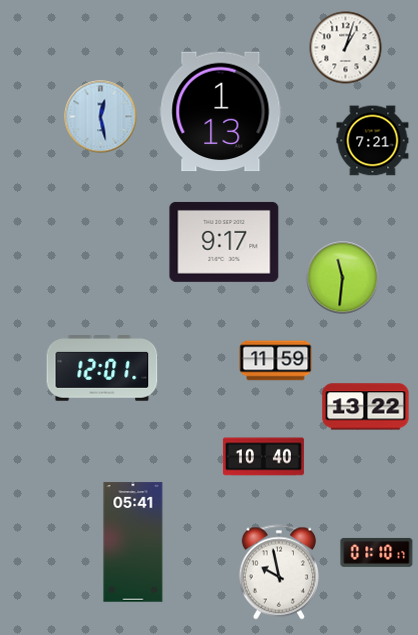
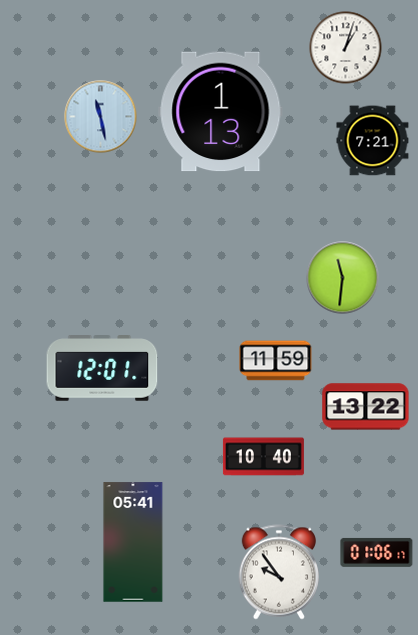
clock at (101, 117): 12:28 -> 11:28
clock at (224, 242): 9:17 -> none
clock at (377, 552): 01:10 -> 01:06
clock at (278, 572): 9:58 -> 9:54
